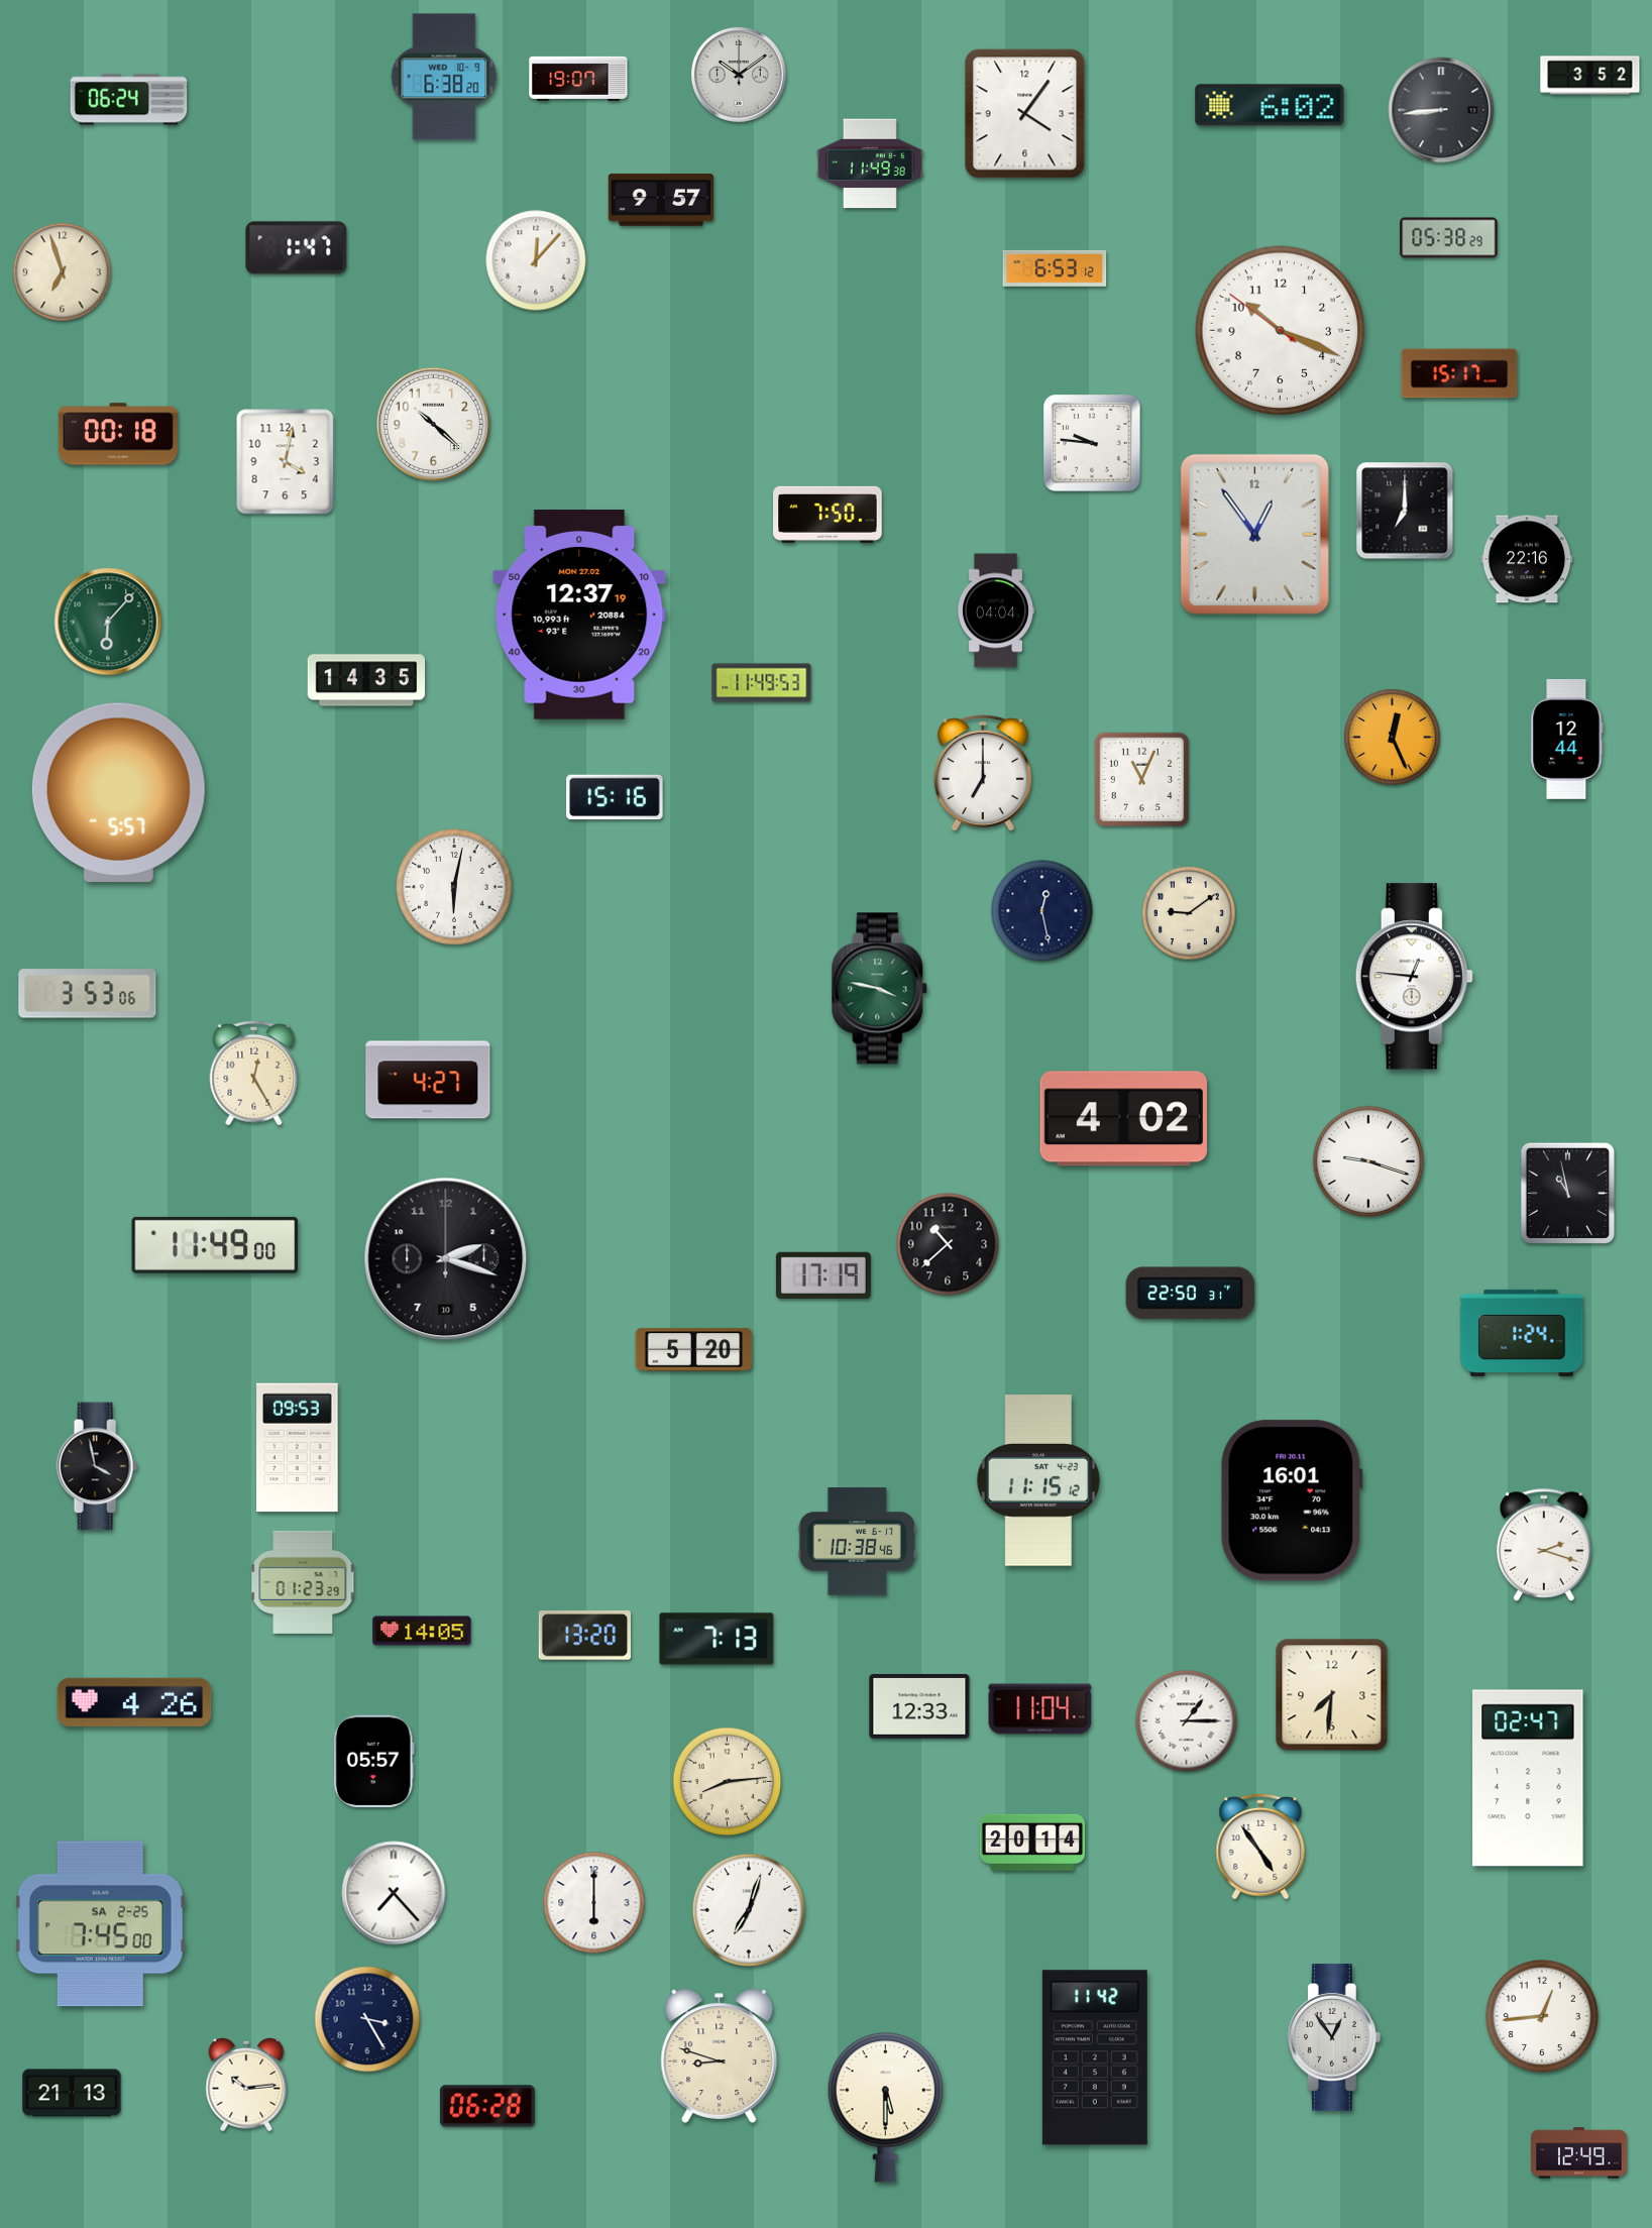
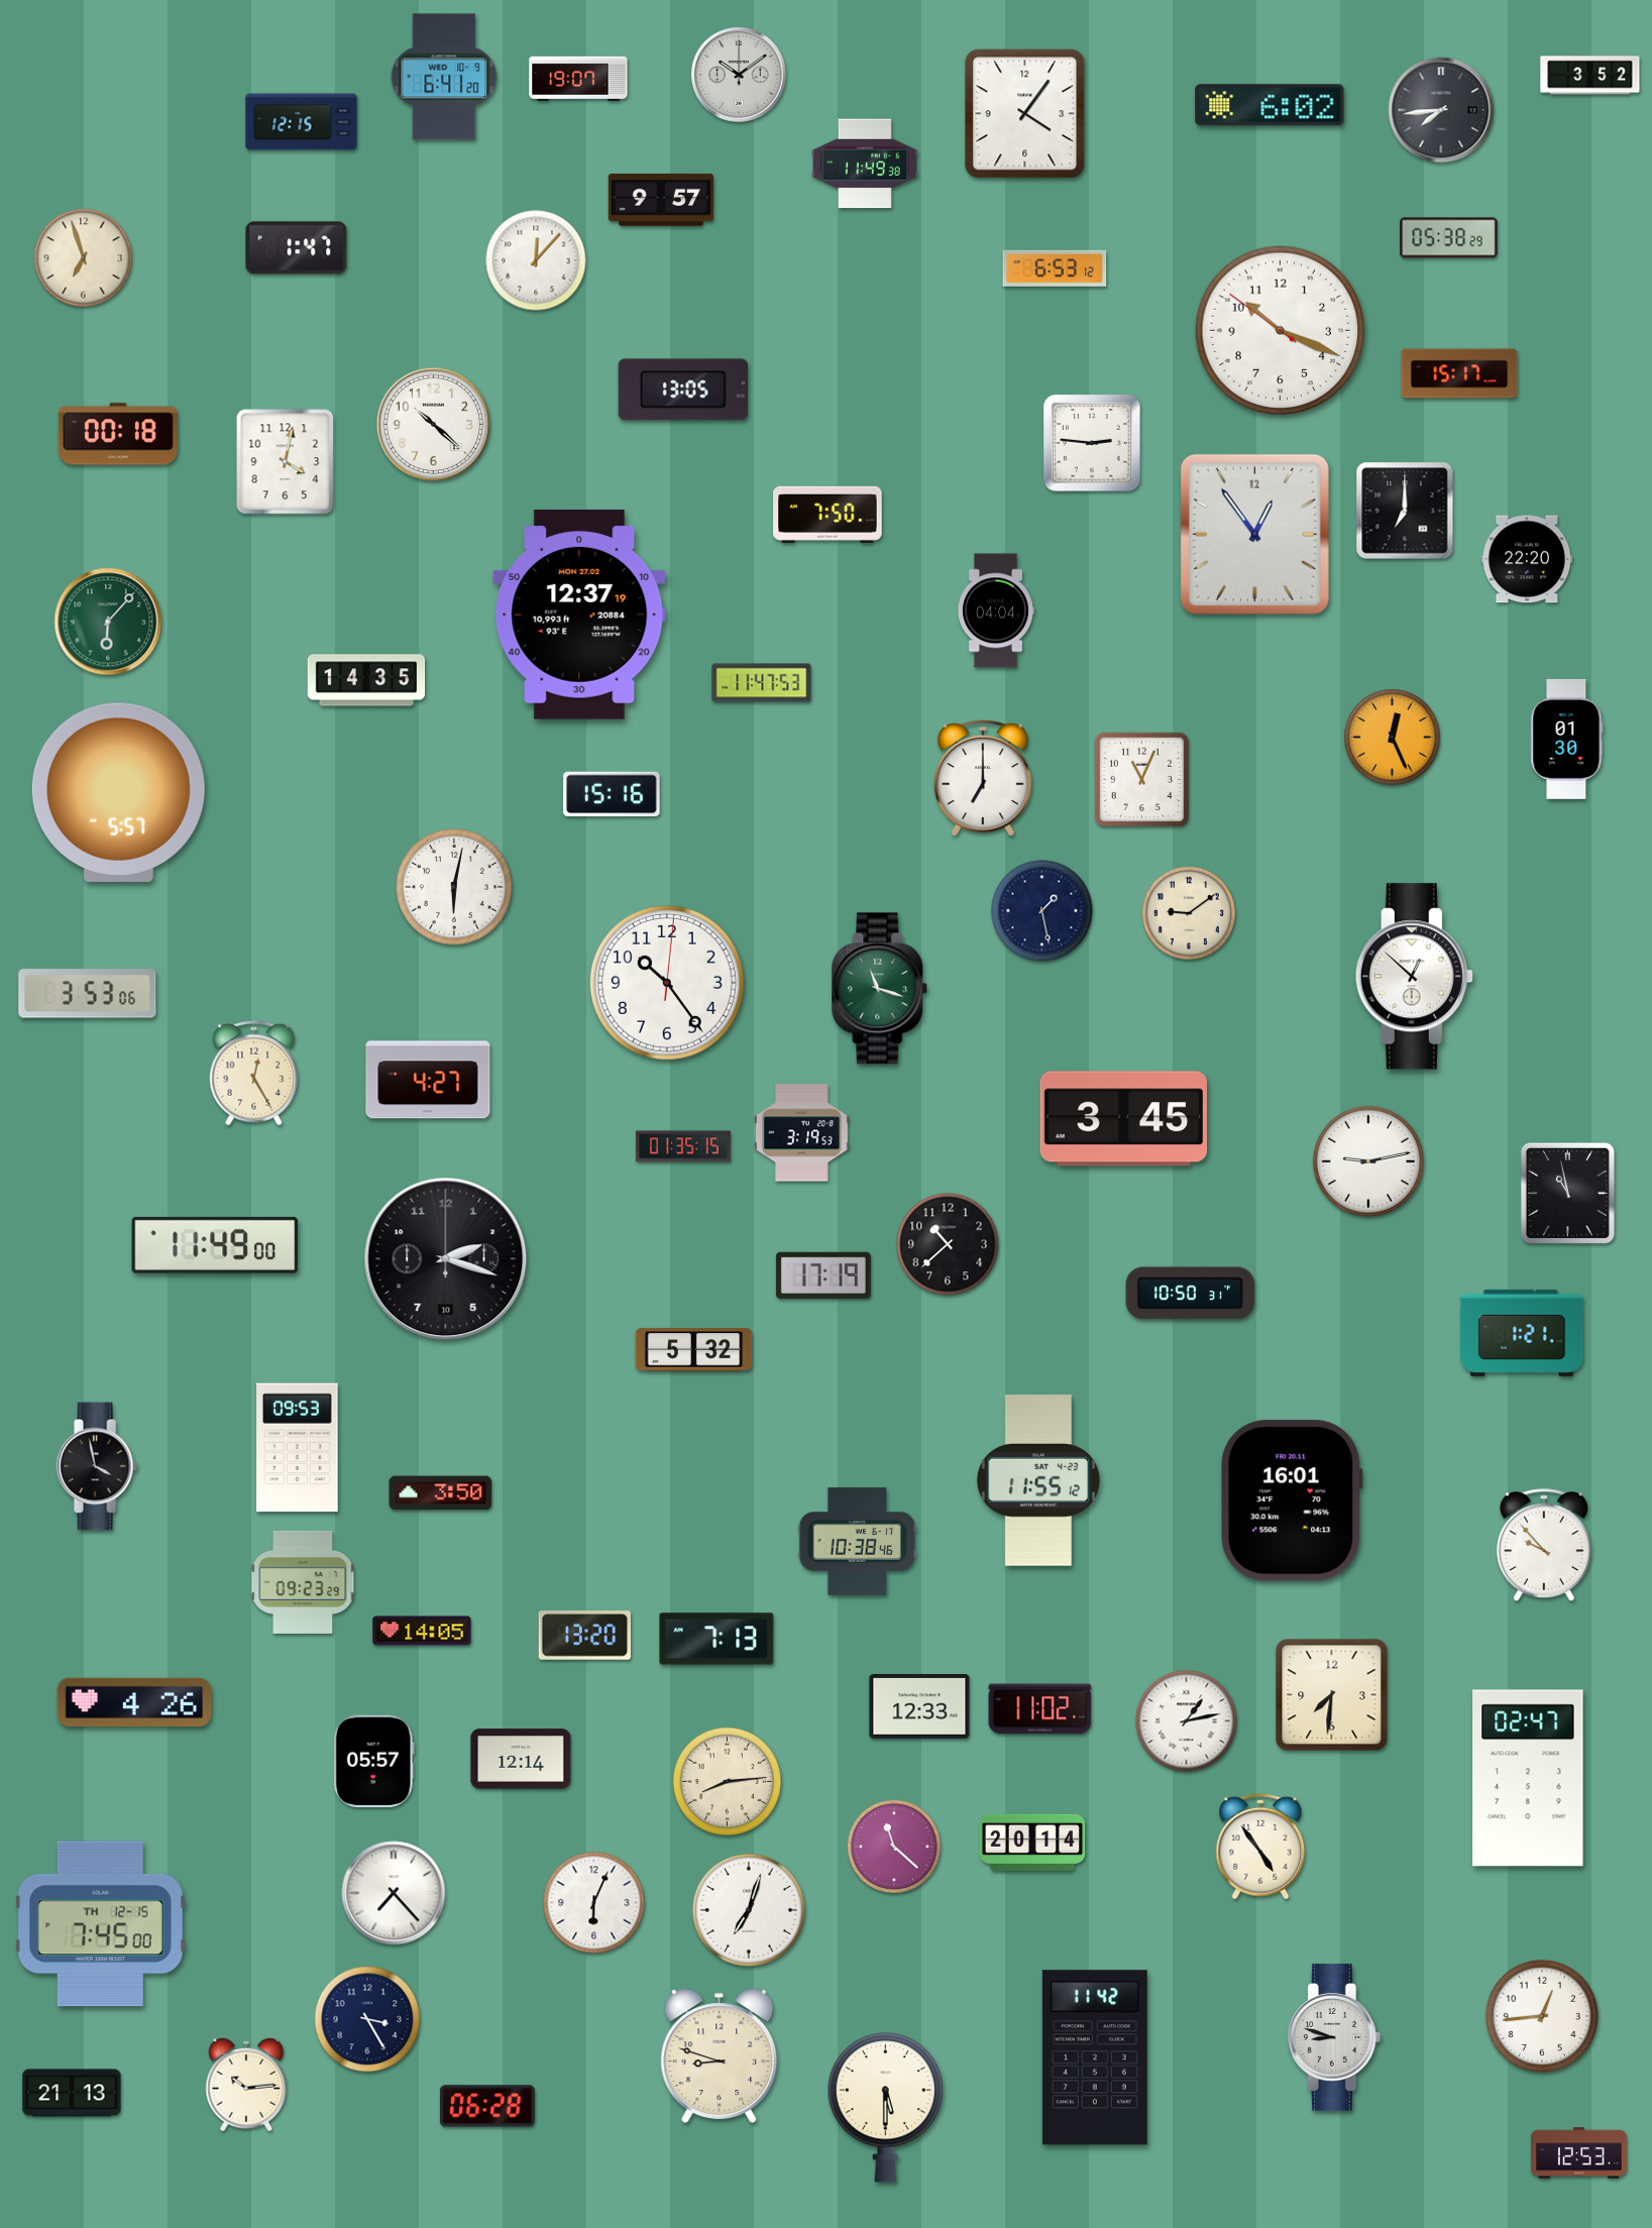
clock at (444, 77): 6:38 -> 6:41
clock at (129, 100): 06:24 -> none
clock at (1441, 110): 8:44 -> 7:44
clock at (302, 122): none -> 12:15
clock at (870, 163) position: (870, 163) -> (865, 163)
clock at (63, 272) position: (63, 272) -> (84, 258)
clock at (682, 389): none -> 13:05
clock at (1092, 443): 9:46 -> 2:46
clock at (1527, 559): 22:16 -> 22:20
clock at (762, 683): 11:49 -> 11:47
clock at (1567, 739): 12:44 -> 01:30
clock at (983, 773) position: (983, 773) -> (983, 778)
clock at (615, 797) position: (615, 797) -> (612, 794)
clock at (1042, 911): 12:28 -> 1:28
clock at (1414, 977): 12:46 -> 12:52
clock at (667, 983): none -> 10:24
clock at (880, 989): 3:47 -> 11:18
clock at (1123, 1119): 4:02 -> 3:45
clock at (802, 1133): none -> 3:19
clock at (683, 1146): none -> 01:35
clock at (1368, 1161): 9:18 -> 9:13
clock at (1191, 1294): 22:50 -> 10:50
clock at (1522, 1333): 1:24 -> 1:21
clock at (694, 1350): 5:20 -> 5:32
clock at (1038, 1481): 11:15 -> 11:55
clock at (441, 1493): none -> 3:50
clock at (1544, 1545): 2:18 -> 9:53
clock at (303, 1582): 01:23 -> 09:23
clock at (1040, 1709): 11:04 -> 11:02
clock at (1187, 1721): 1:15 -> 1:13
clock at (521, 1759): none -> 12:14
clock at (894, 1847): none -> 11:22
clock at (594, 1903): 6:00 -> 6:04
clock at (100, 1924) date: SA 2-25 -> TH 12-15
clock at (1335, 2037): 12:54 -> 8:48
clock at (1579, 2153): 12:49 -> 12:53
